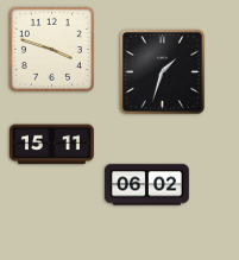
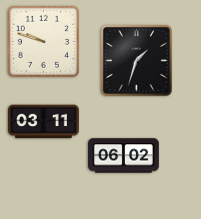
clock at (51, 49): 3:48 -> 9:48
clock at (52, 145): 15:11 -> 03:11
